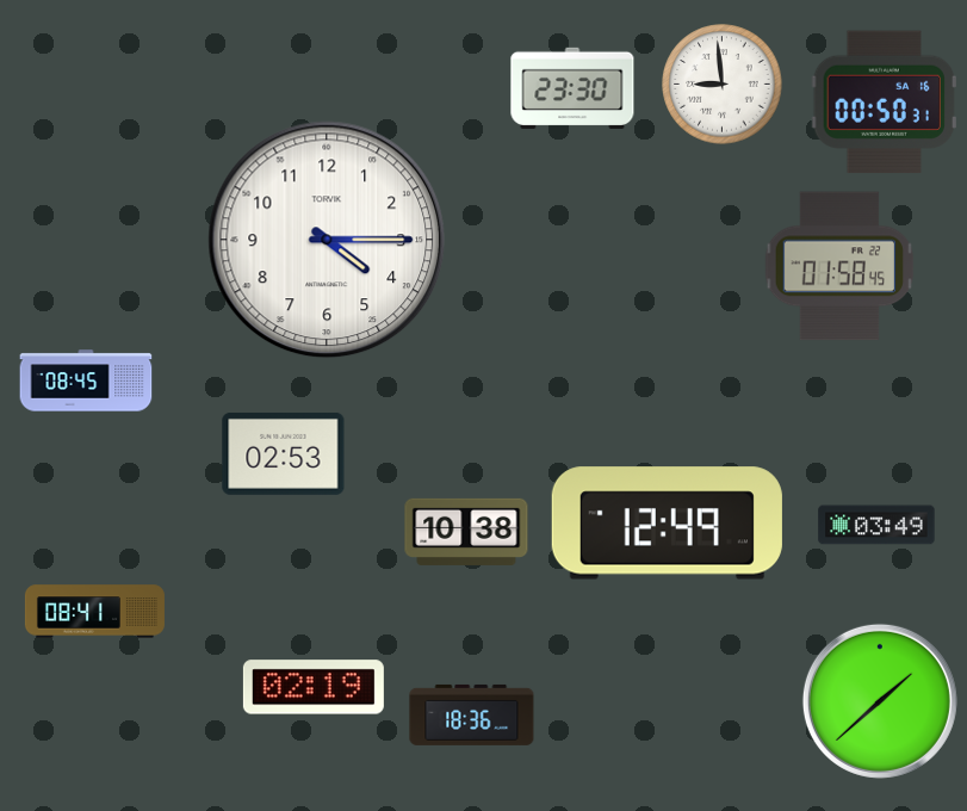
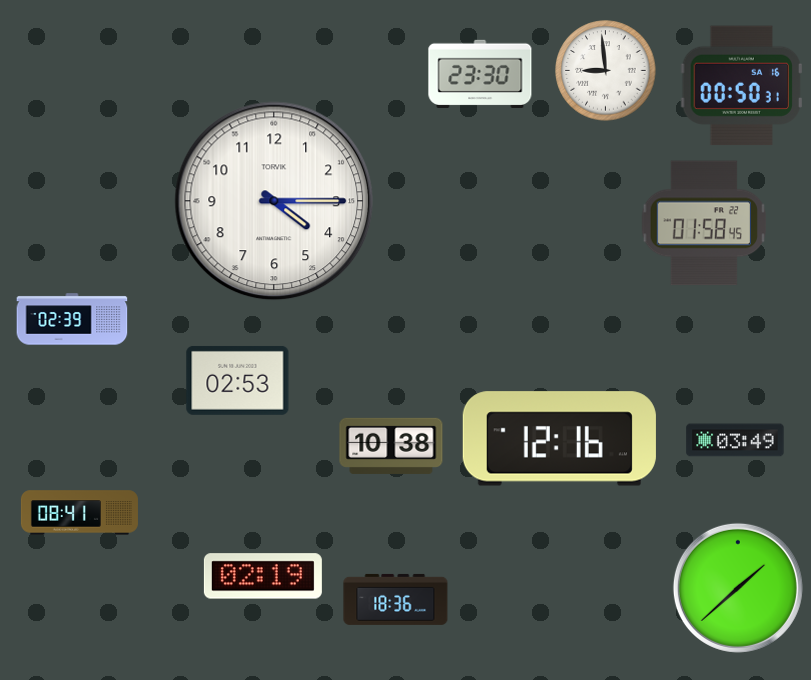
clock at (86, 380): 08:45 -> 02:39
clock at (667, 524): 12:49 -> 12:16
